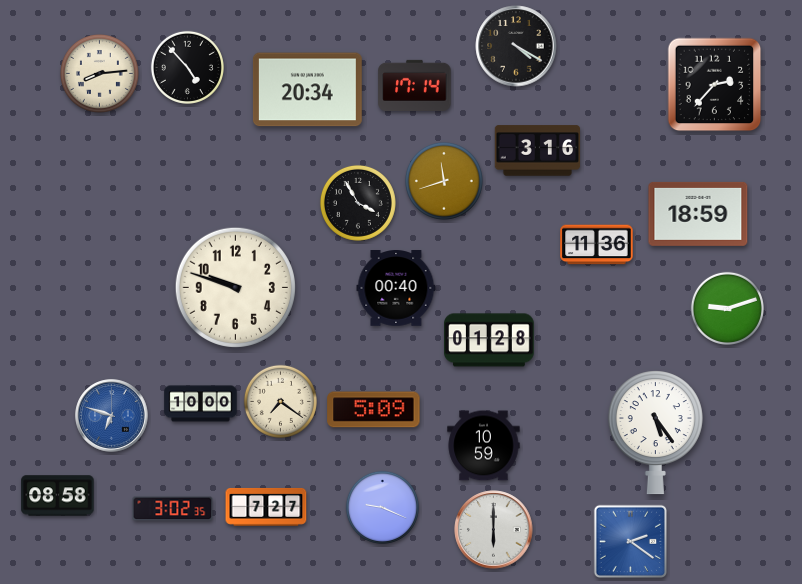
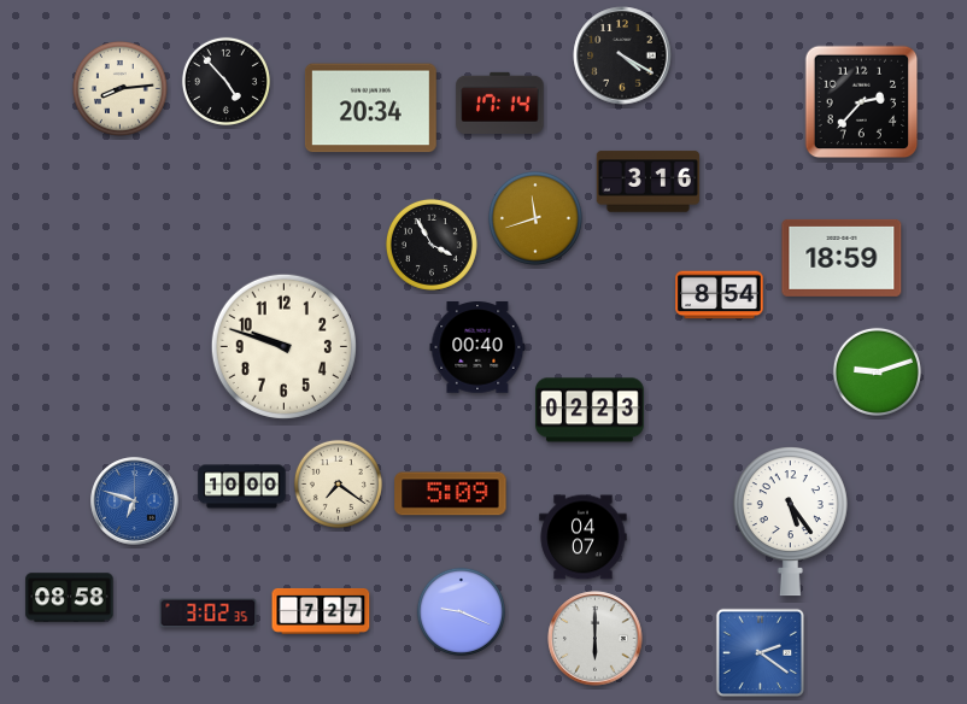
clock at (597, 245): 11:36 -> 8:54
clock at (490, 340): 01:28 -> 02:23
clock at (484, 446): 10:59 -> 04:07
